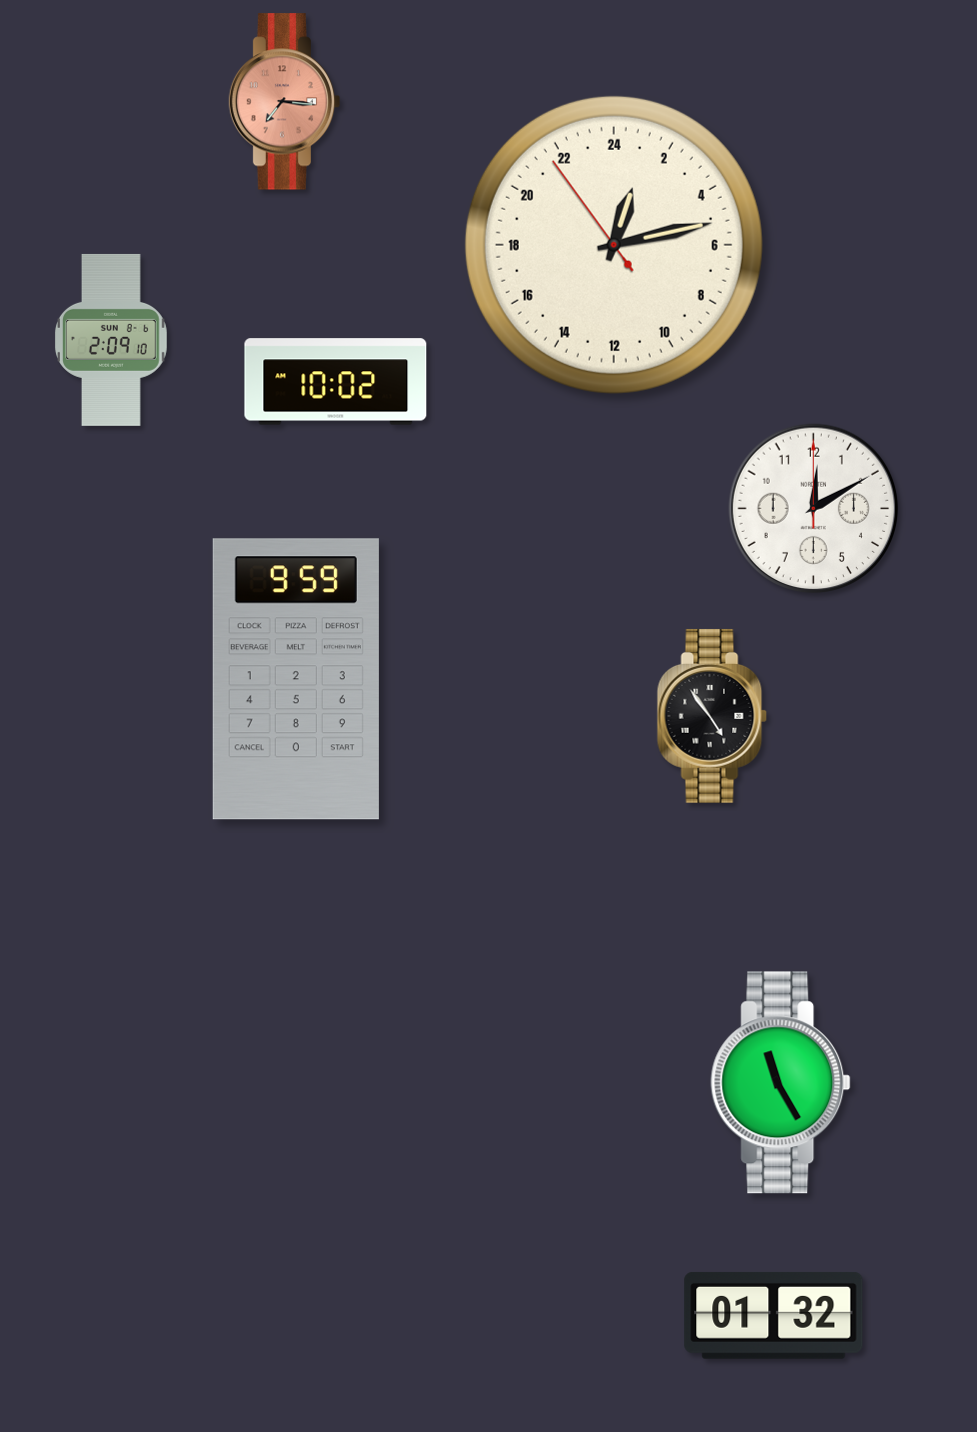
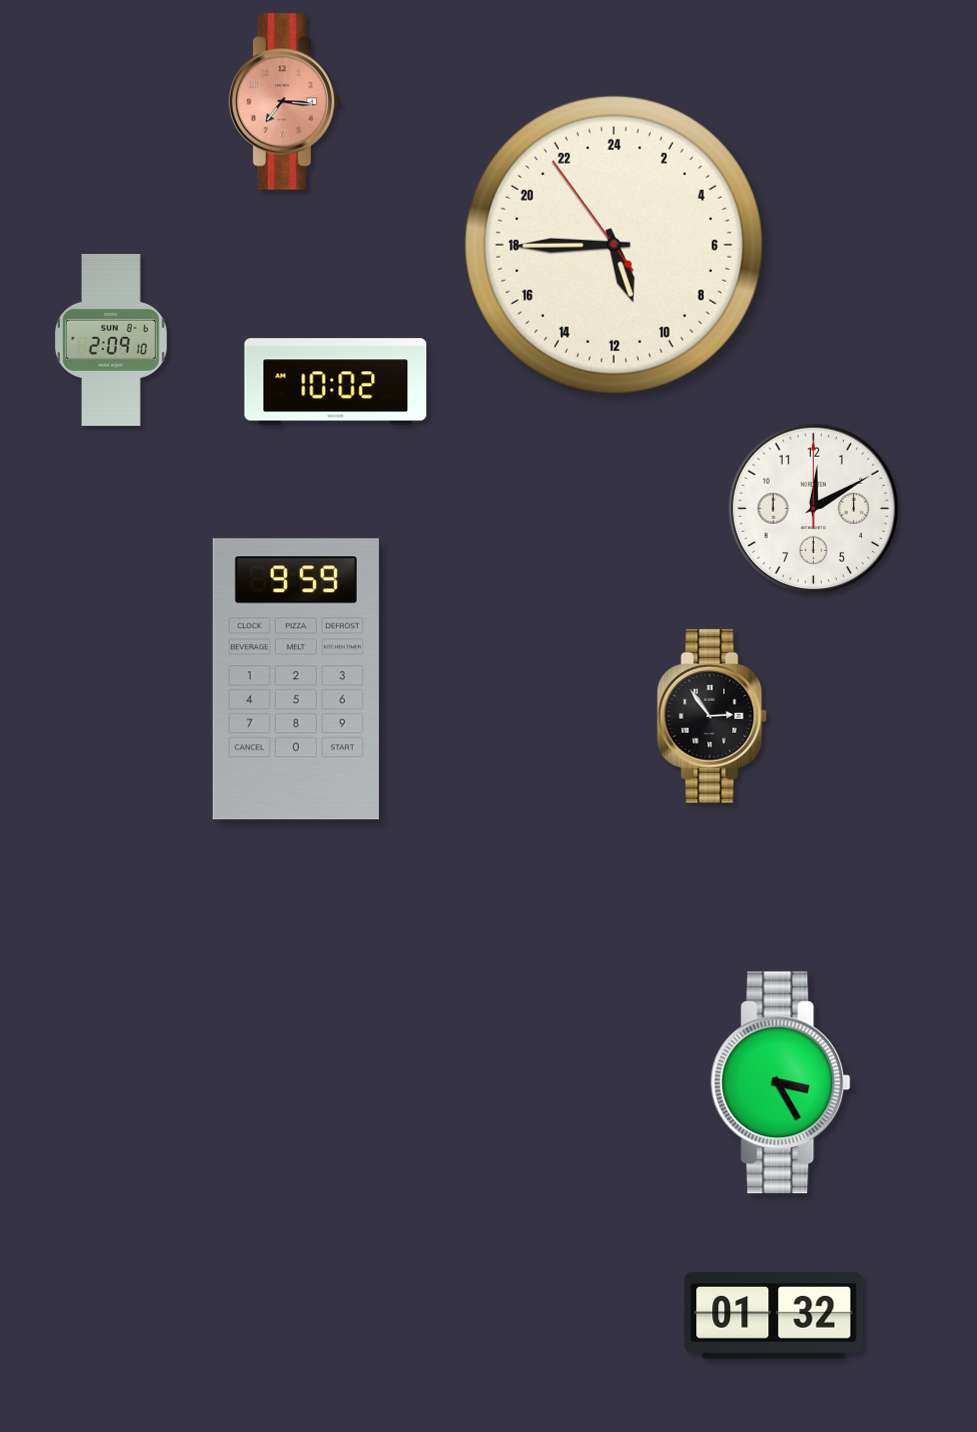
clock at (614, 245): 1:12 -> 10:44
clock at (712, 716): 4:54 -> 2:54
clock at (781, 1083): 11:25 -> 3:25
